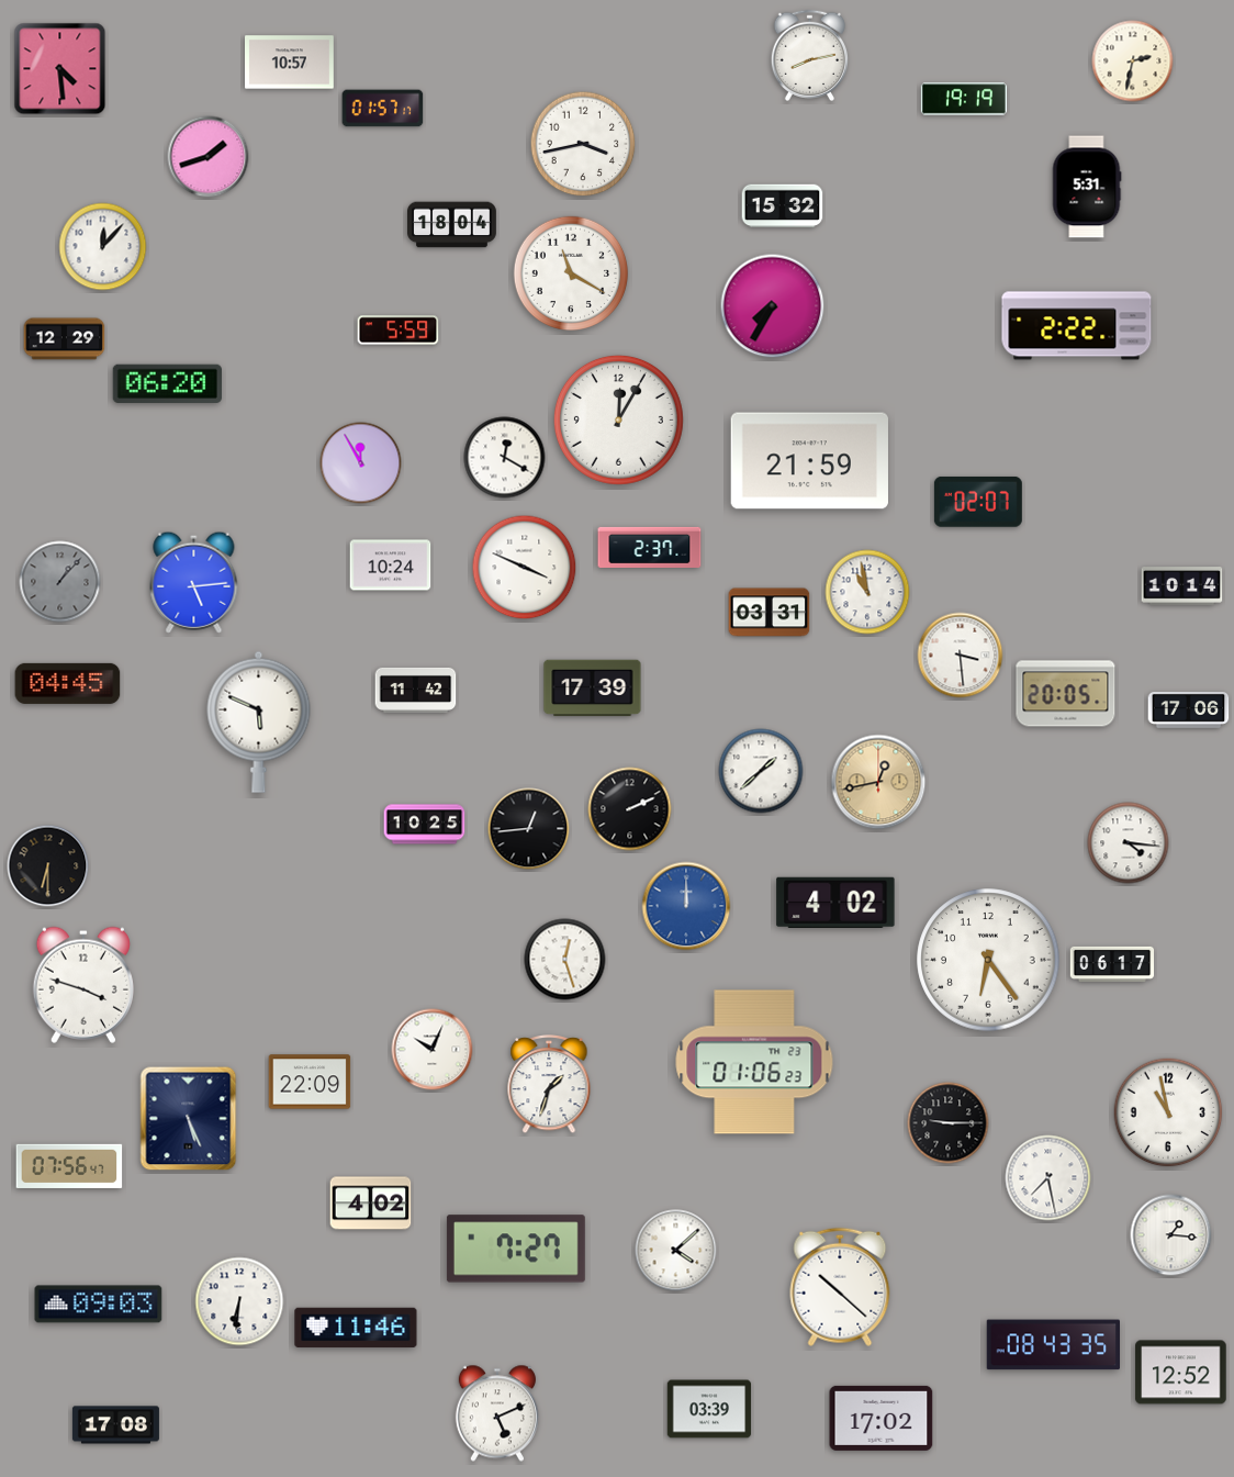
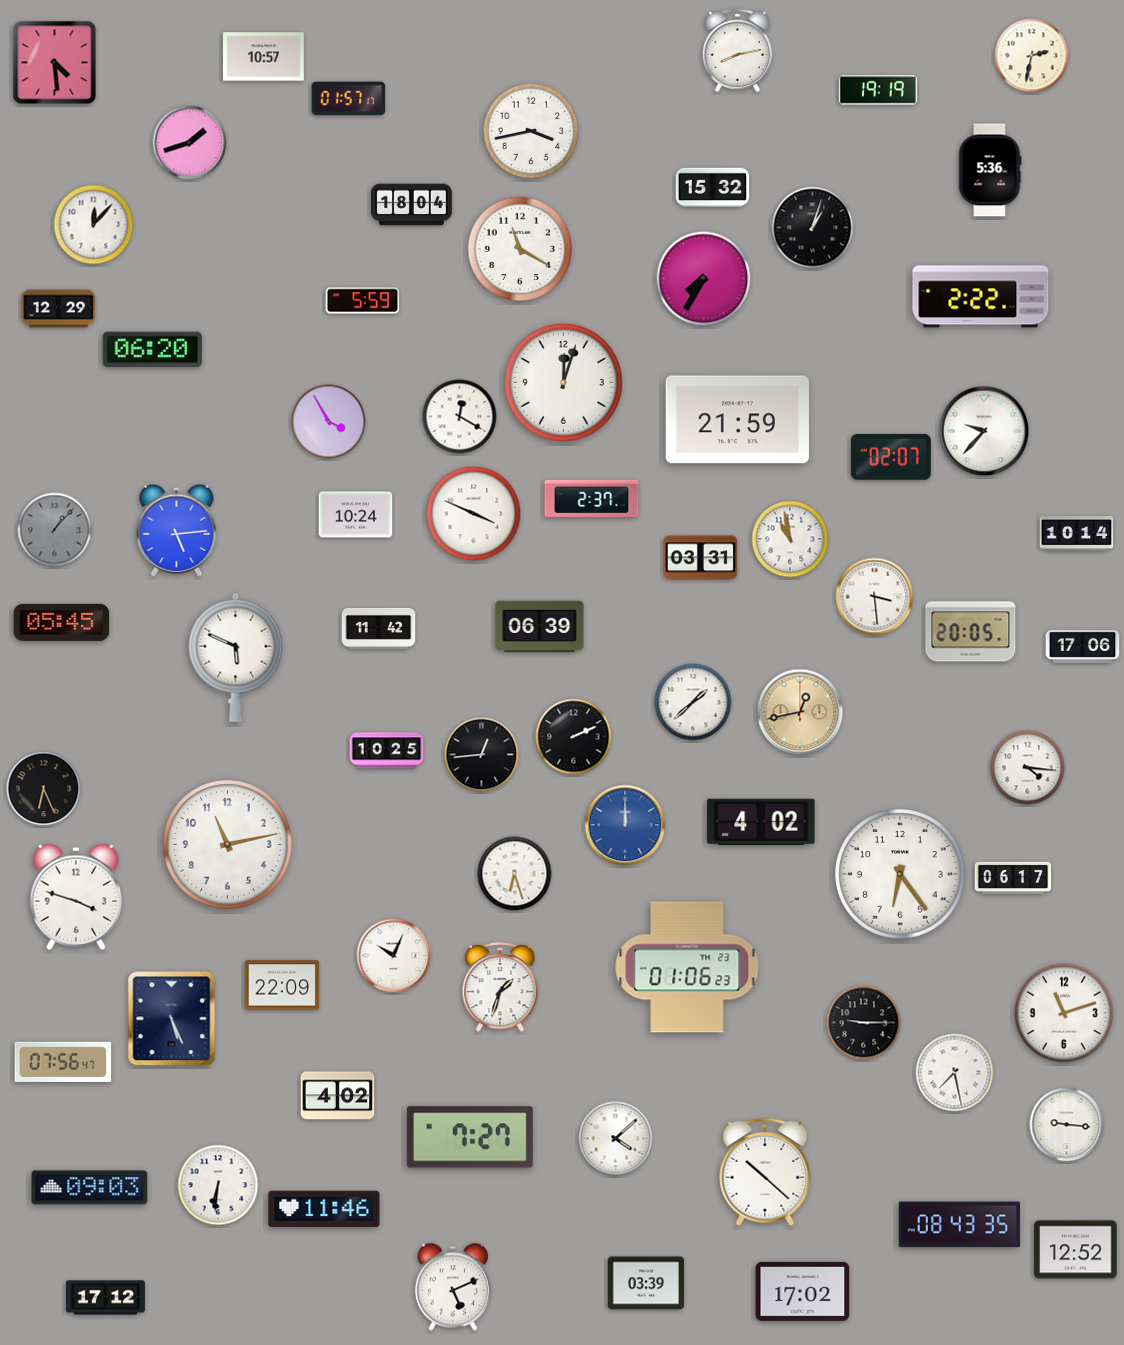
clock at (1087, 187): 5:31 -> 5:36
clock at (813, 228): none -> 1:03
clock at (618, 419): 12:05 -> 12:03
clock at (361, 463): 11:55 -> 3:55
clock at (984, 431): none -> 9:37
clock at (525, 568) position: (525, 568) -> (474, 514)
clock at (68, 683): 04:45 -> 05:45
clock at (593, 689): 17:39 -> 06:39
clock at (48, 866): 6:30 -> 6:26
clock at (228, 845): none -> 11:13
clock at (565, 960): 12:27 -> 6:27
clock at (1168, 1112): 10:58 -> 11:12
clock at (1171, 1235): 1:16 -> 9:16
clock at (115, 1425): 17:08 -> 17:12
